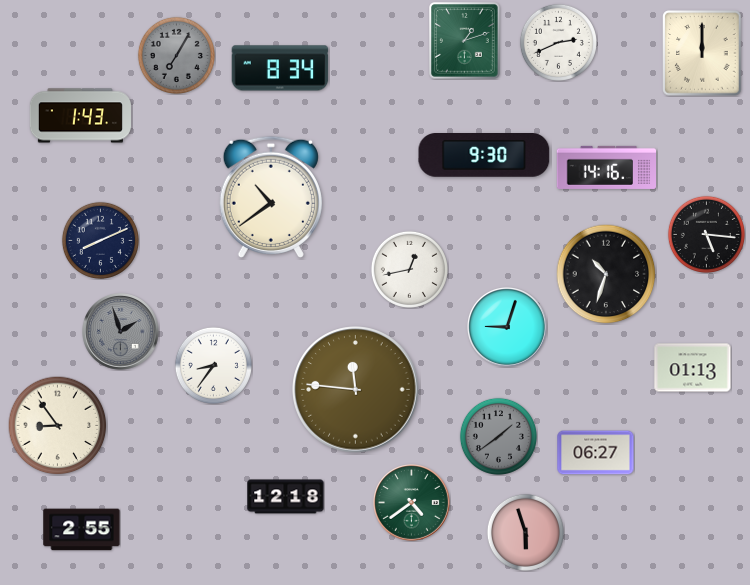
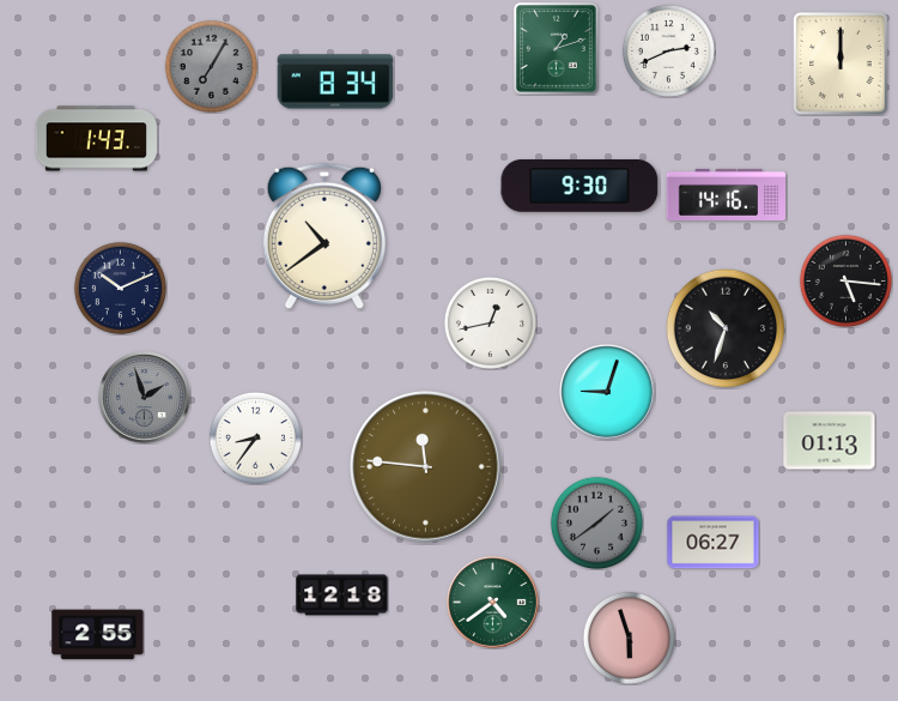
clock at (607, 167) position: (607, 167) -> (727, 194)
clock at (100, 240): 8:11 -> 10:11
clock at (58, 426): 8:54 -> none
